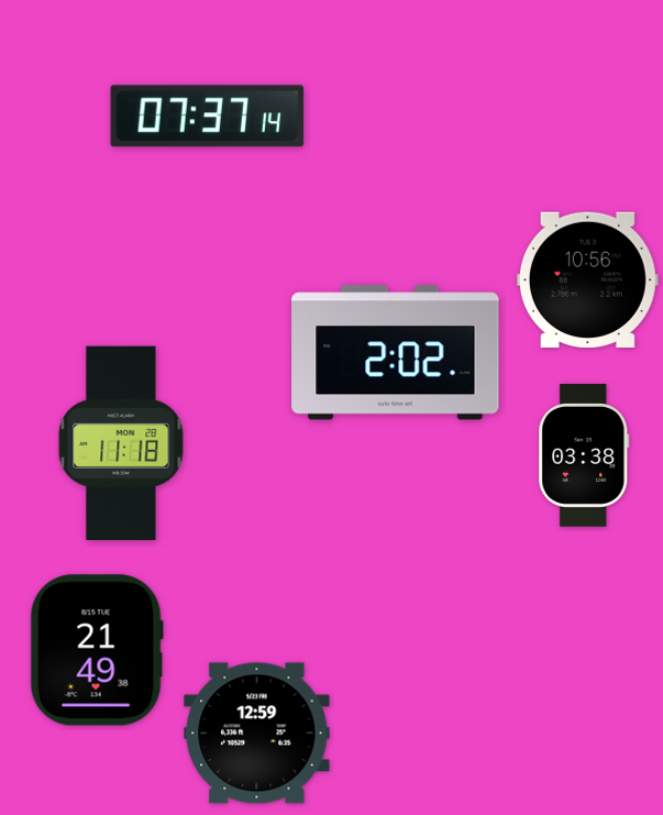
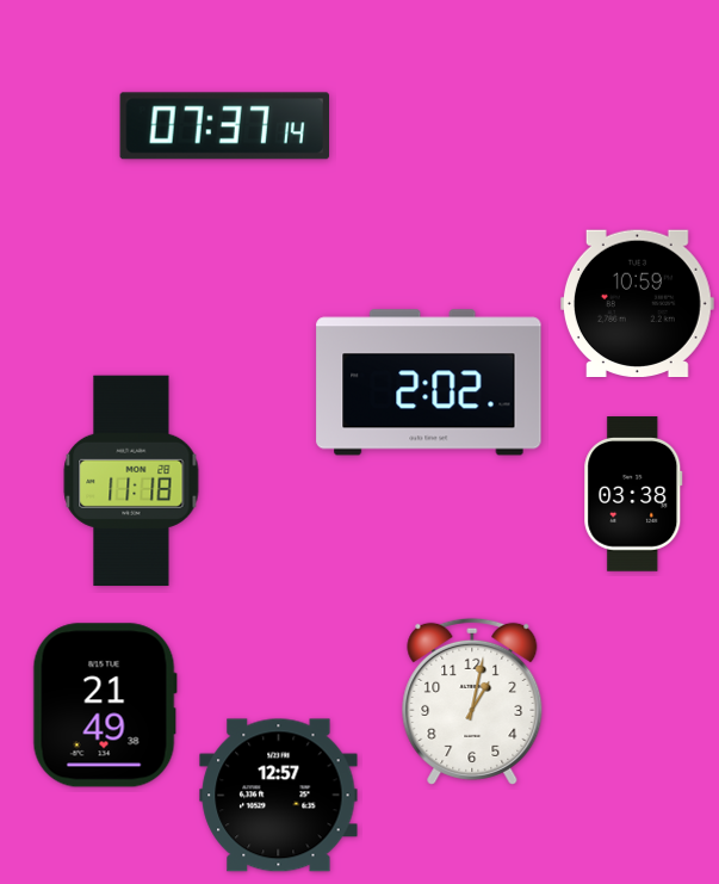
clock at (587, 279): 10:56 -> 10:59
clock at (472, 701): none -> 1:02
clock at (257, 734): 12:59 -> 12:57
